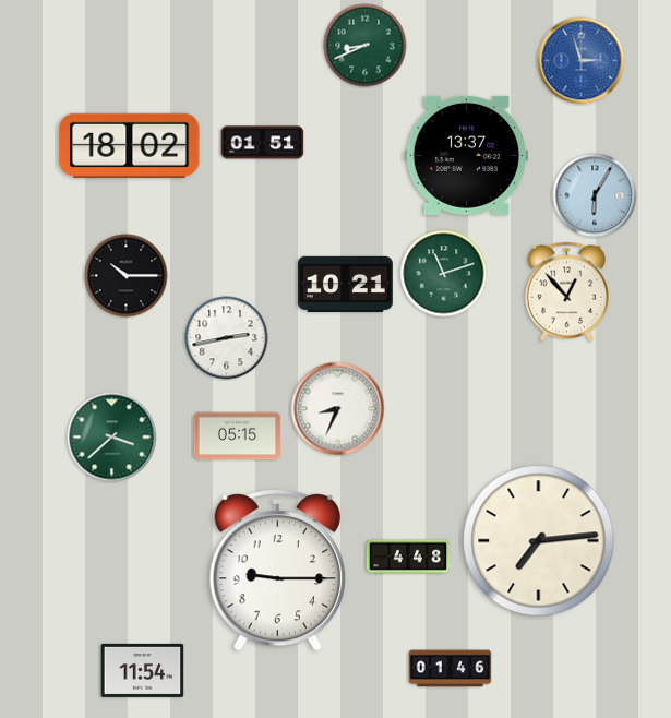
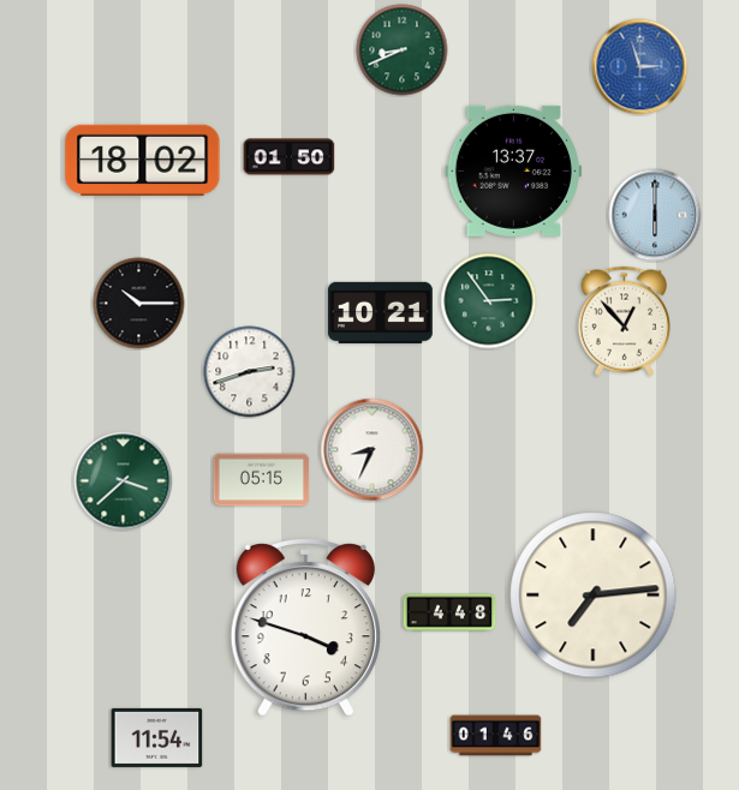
clock at (263, 143): 01:51 -> 01:50
clock at (595, 195): 6:05 -> 6:00
clock at (444, 274): 11:12 -> 2:54
clock at (227, 338): 2:43 -> 2:42
clock at (277, 570): 9:15 -> 3:48
